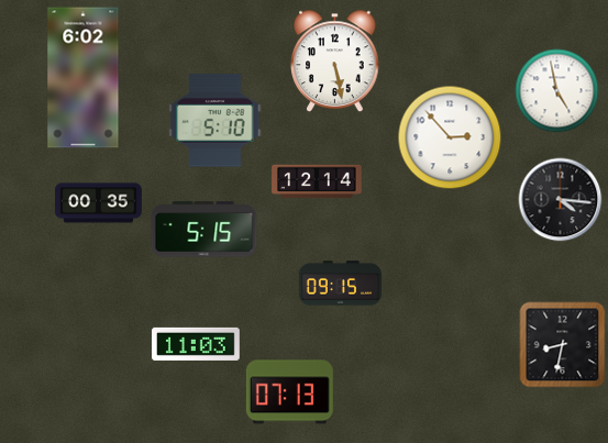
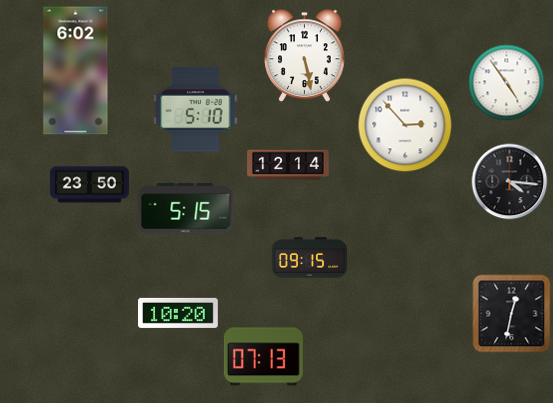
clock at (557, 91): 4:58 -> 4:54
clock at (450, 137) position: (450, 137) -> (405, 125)
clock at (98, 203): 00:35 -> 23:50
clock at (197, 344): 11:03 -> 10:20
clock at (563, 345): 8:32 -> 12:32
